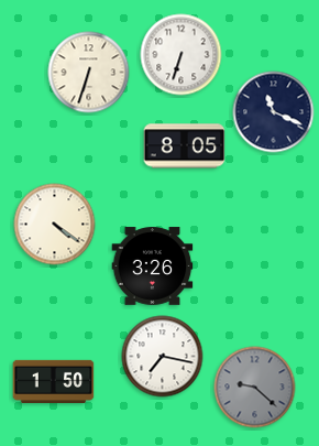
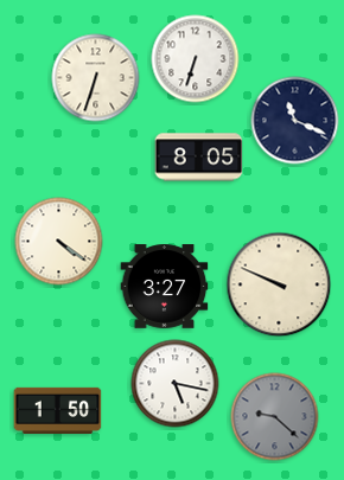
clock at (279, 284): none -> 9:49
clock at (153, 266): 3:26 -> 3:27
clock at (163, 357): 7:17 -> 5:17
